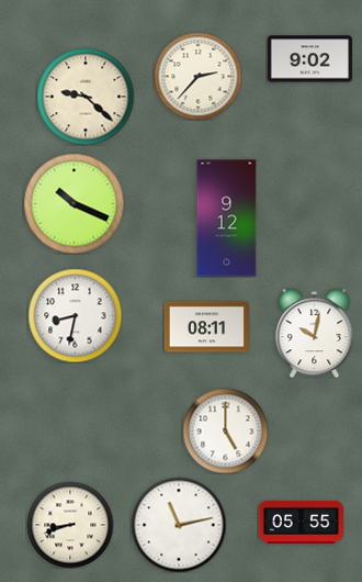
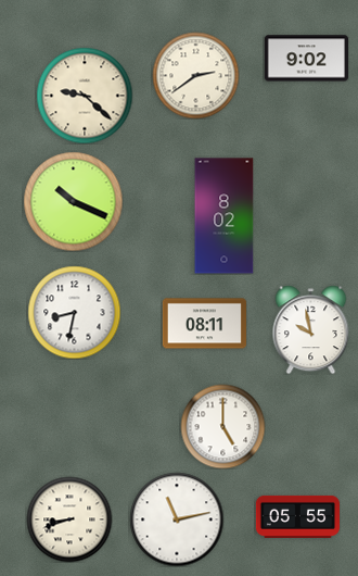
clock at (197, 76): 2:37 -> 2:39
clock at (227, 219): 9:12 -> 8:02
clock at (315, 333): 10:02 -> 9:58
